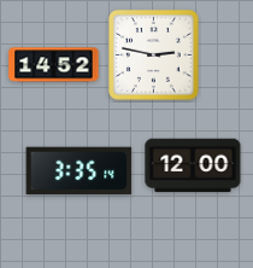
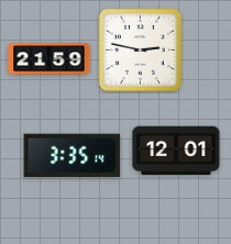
clock at (54, 65): 14:52 -> 21:59
clock at (193, 165): 12:00 -> 12:01
